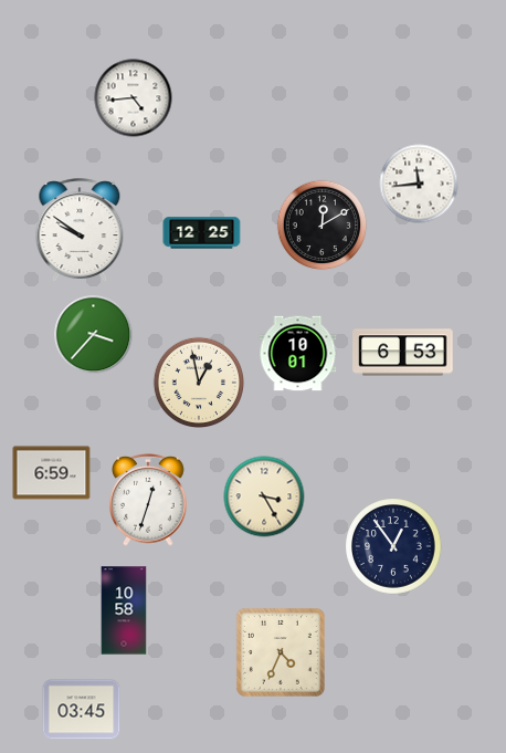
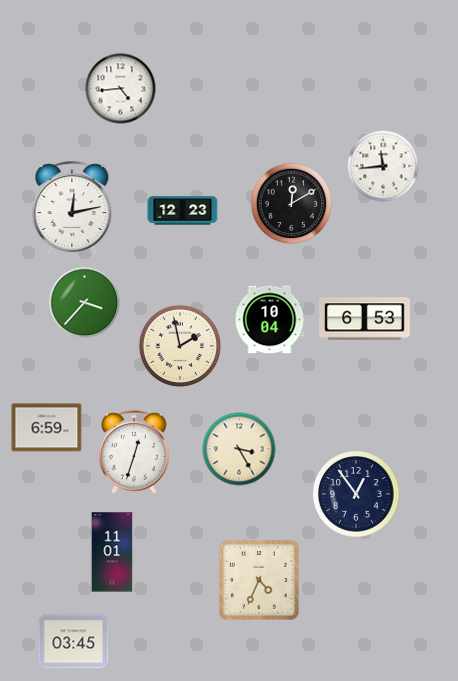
clock at (419, 184) position: (419, 184) -> (383, 166)
clock at (80, 230): 9:51 -> 12:13
clock at (202, 233): 12:25 -> 12:23
clock at (298, 354): 10:01 -> 10:04
clock at (198, 381): 12:58 -> 1:58
clock at (124, 610): 10:58 -> 11:01
clock at (281, 652) position: (281, 652) -> (259, 580)
